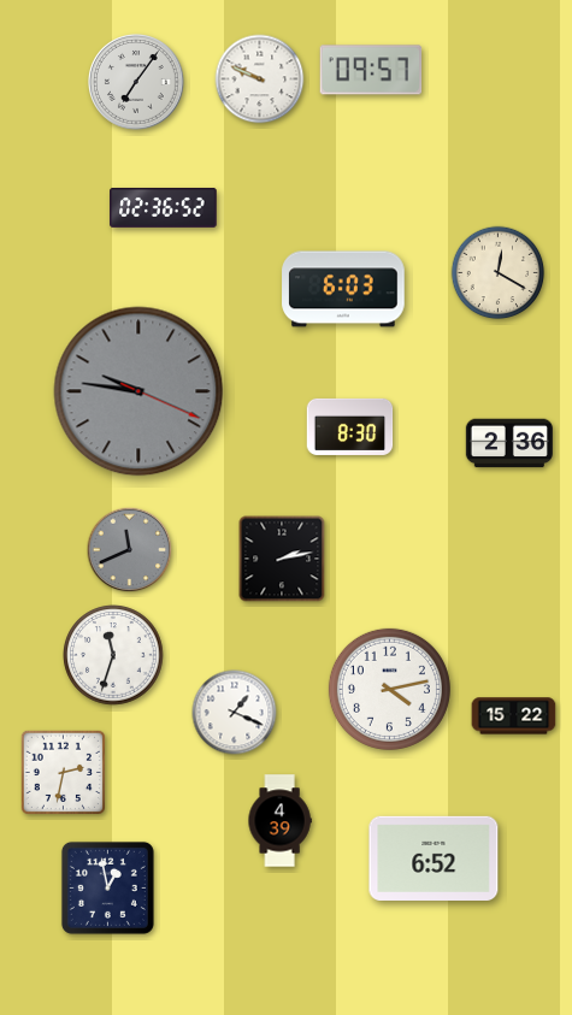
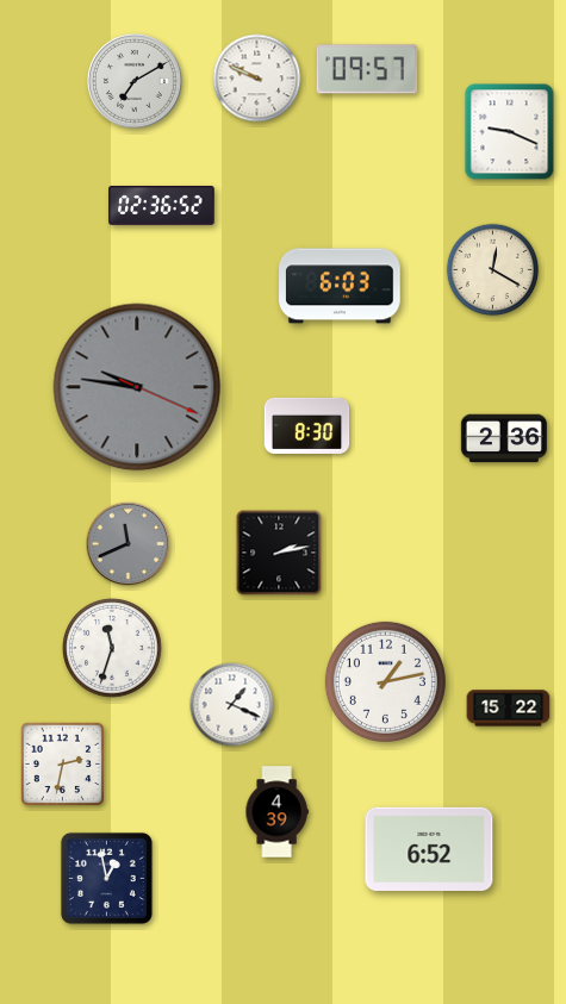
clock at (137, 83): 7:06 -> 7:10
clock at (510, 132): none -> 9:19
clock at (350, 426) position: (350, 426) -> (307, 425)
clock at (389, 689): 4:13 -> 1:13
